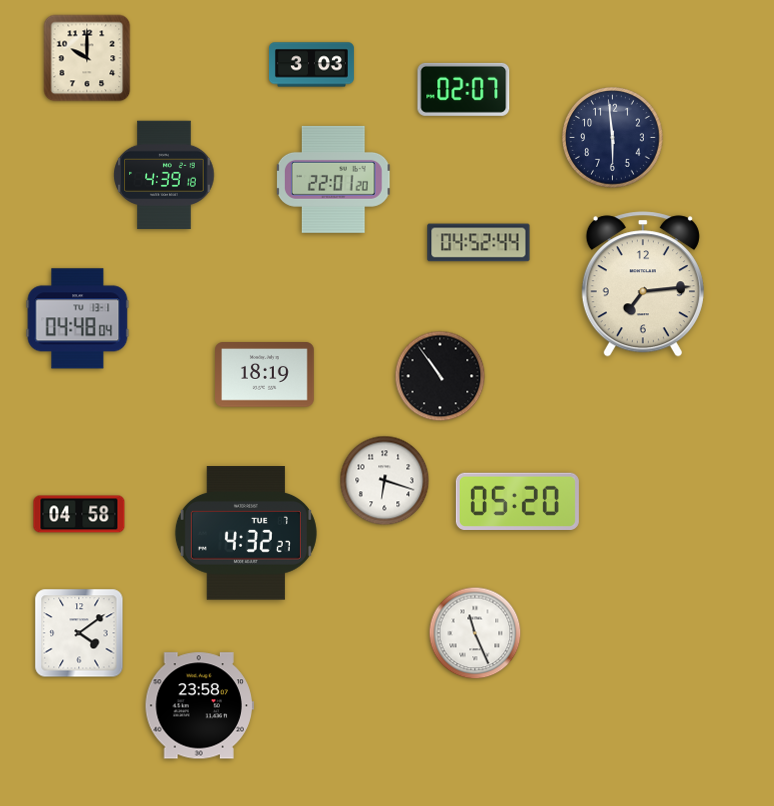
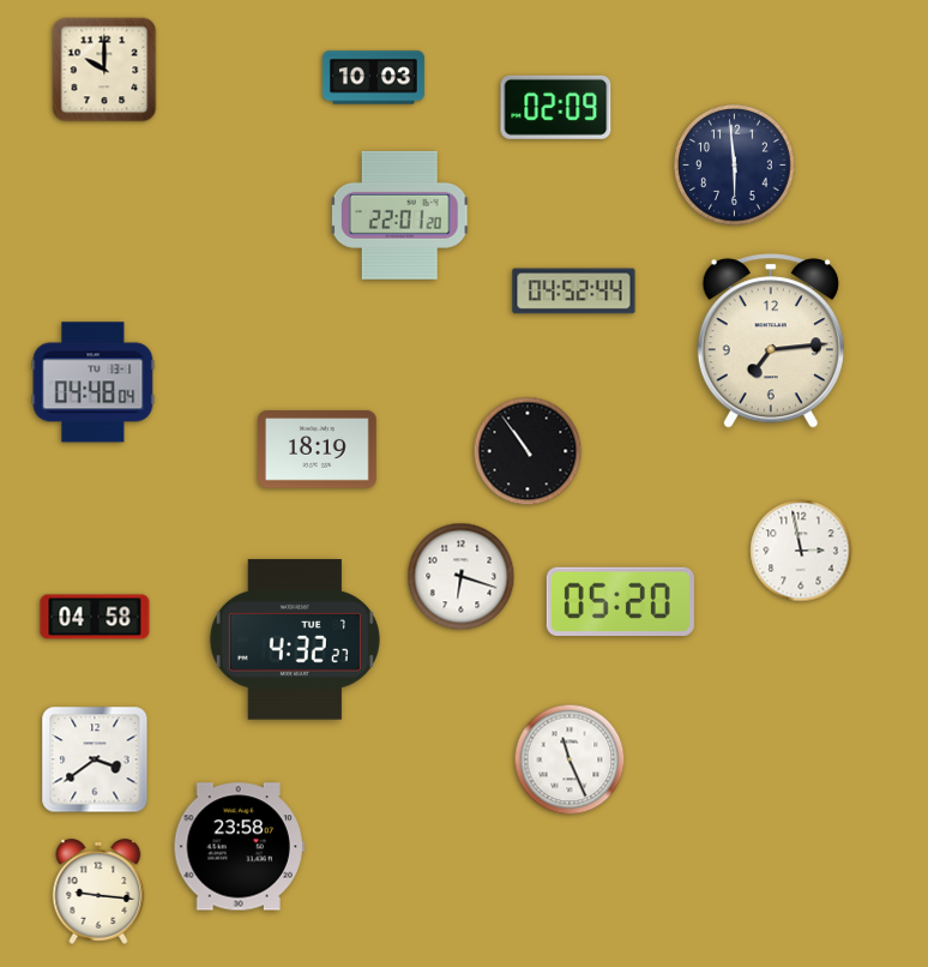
clock at (311, 65): 3:03 -> 10:03
clock at (464, 89): 02:07 -> 02:09
clock at (164, 175): 4:39 -> none
clock at (801, 551): none -> 2:58
clock at (79, 633): 4:09 -> 3:39
clock at (98, 891): none -> 9:16
